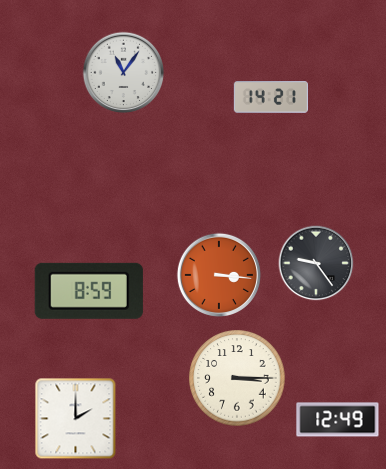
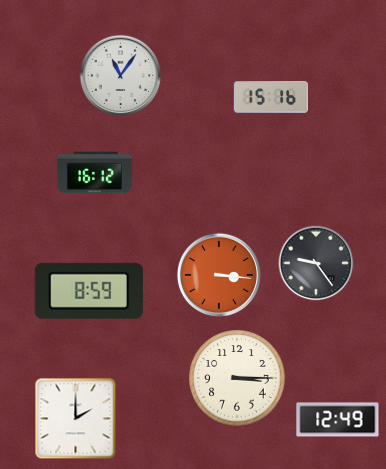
clock at (124, 73) position: (124, 73) -> (121, 76)
clock at (270, 97): 14:21 -> 15:16
clock at (94, 173): none -> 16:12
